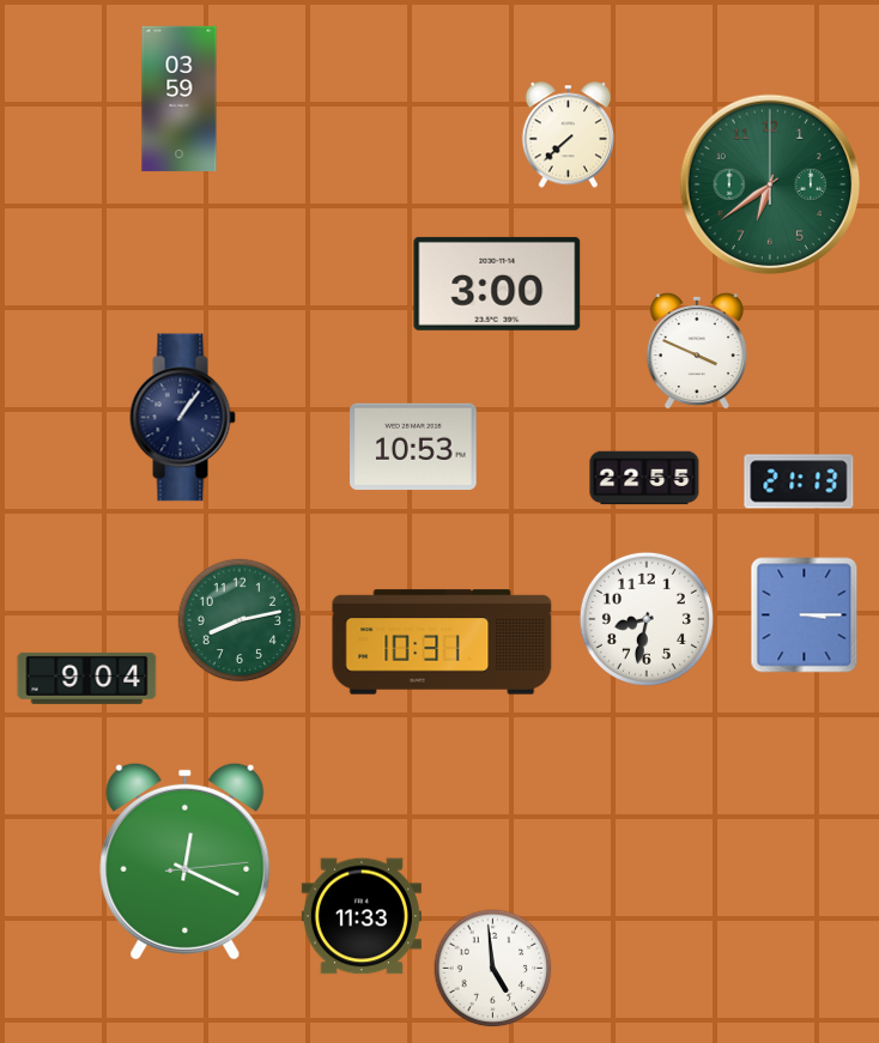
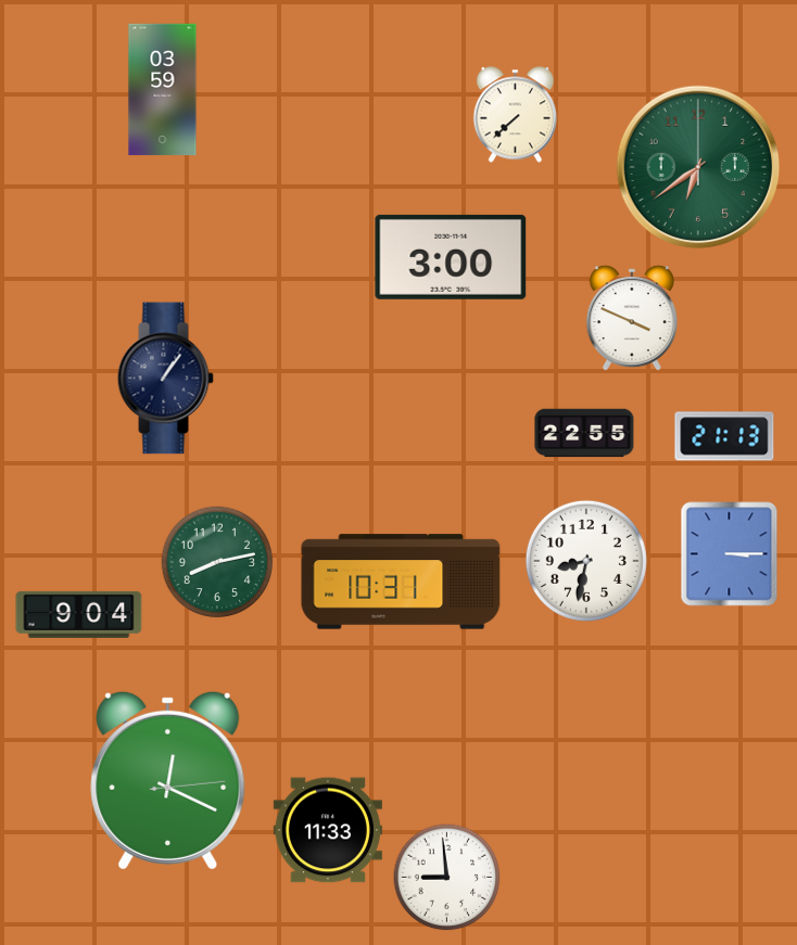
clock at (569, 135) position: (569, 135) -> (516, 115)
clock at (413, 447): 10:53 -> none
clock at (805, 616) position: (805, 616) -> (730, 554)
clock at (493, 969): 4:59 -> 8:59
